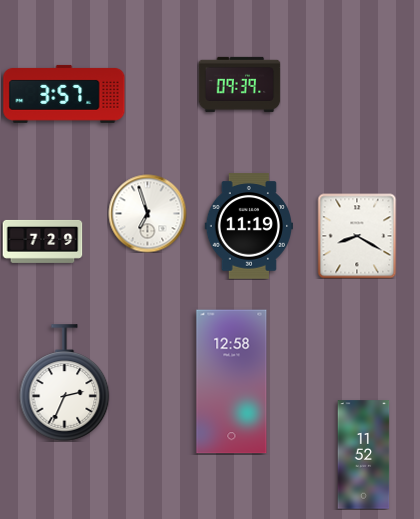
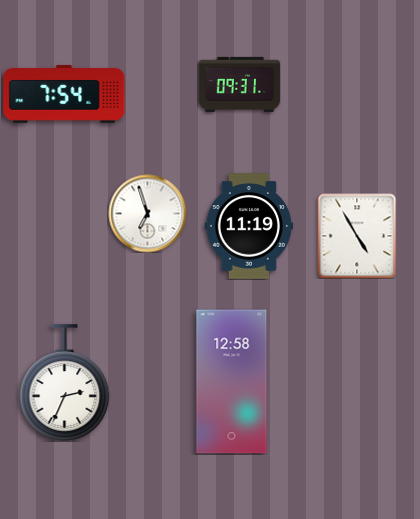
clock at (239, 84): 09:39 -> 09:31
clock at (64, 94): 3:57 -> 7:54
clock at (357, 236): 8:20 -> 4:55
clock at (42, 241): 7:29 -> none
clock at (364, 455): 11:52 -> none
